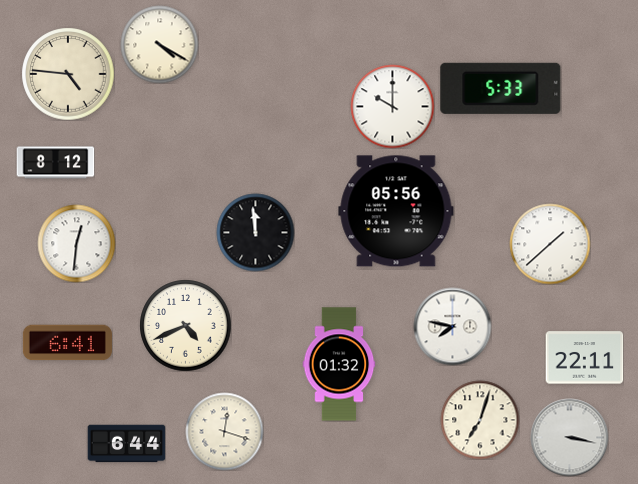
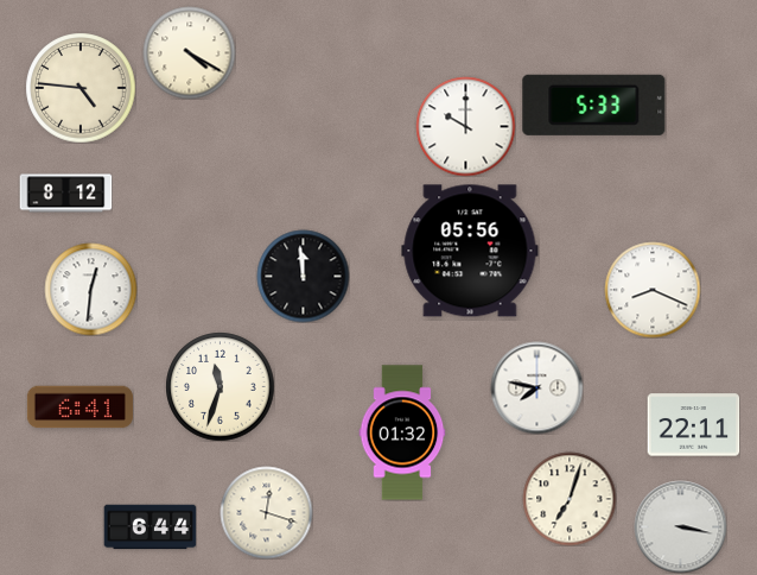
clock at (550, 244): 1:38 -> 8:19
clock at (185, 325): 4:41 -> 11:33
clock at (569, 437) position: (569, 437) -> (680, 526)
